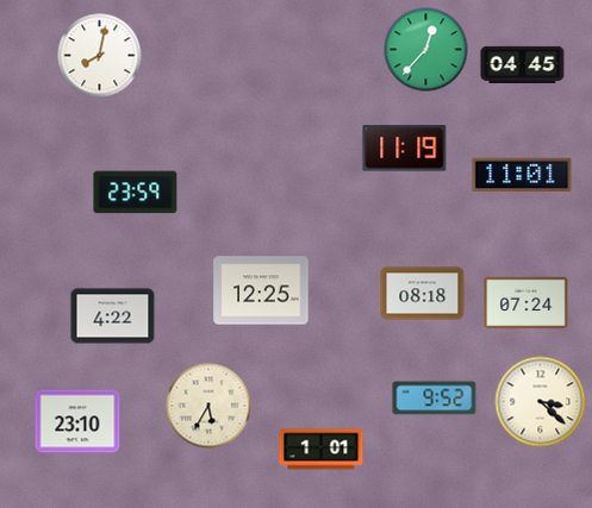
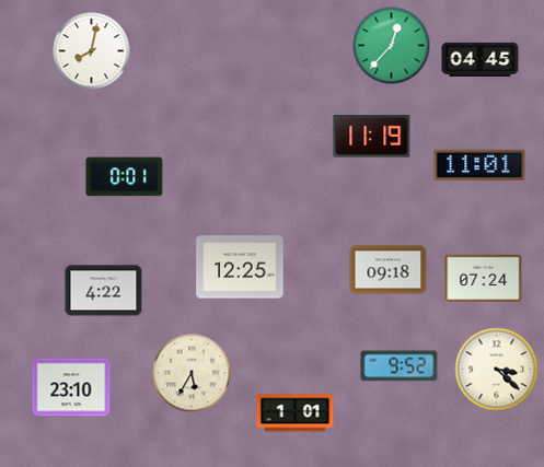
clock at (522, 174) position: (522, 174) -> (479, 164)
clock at (136, 193): 23:59 -> 0:01
clock at (423, 294): 08:18 -> 09:18
